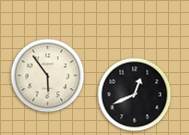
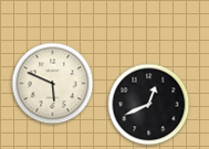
clock at (48, 76): 5:54 -> 5:49
